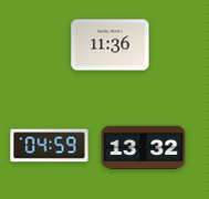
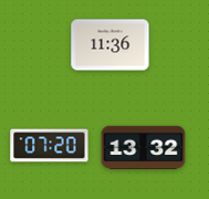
clock at (50, 146): 04:59 -> 07:20
